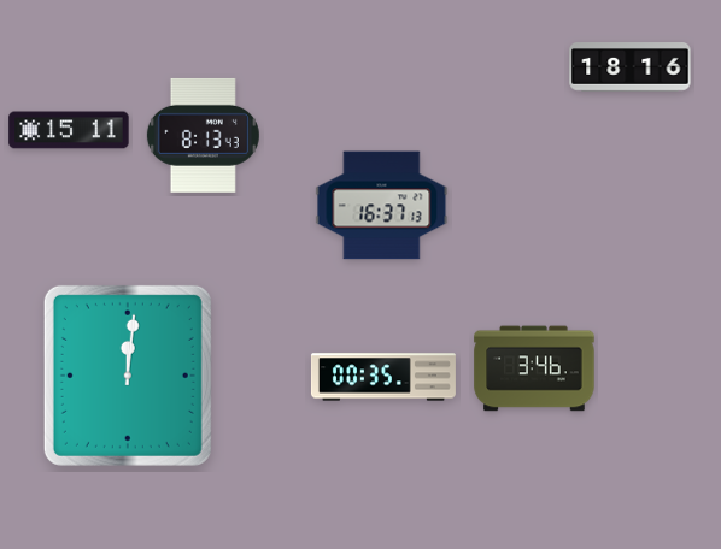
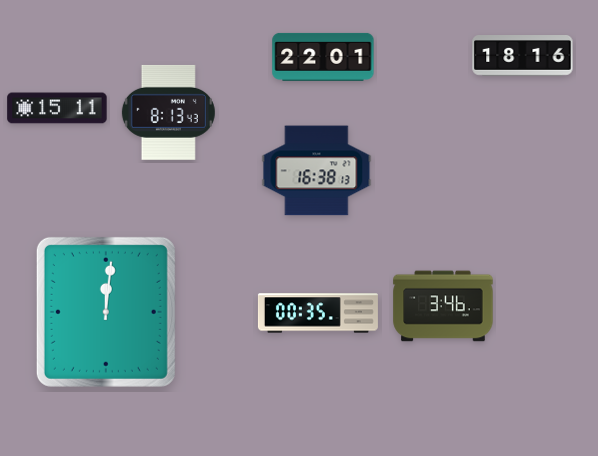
clock at (323, 57): none -> 22:01
clock at (382, 206): 16:37 -> 16:38
